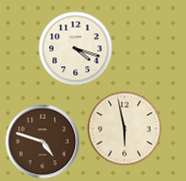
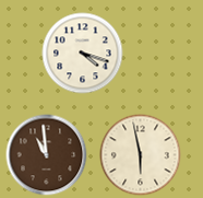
clock at (125, 129) position: (125, 129) -> (141, 155)
clock at (43, 142): 4:48 -> 10:59
